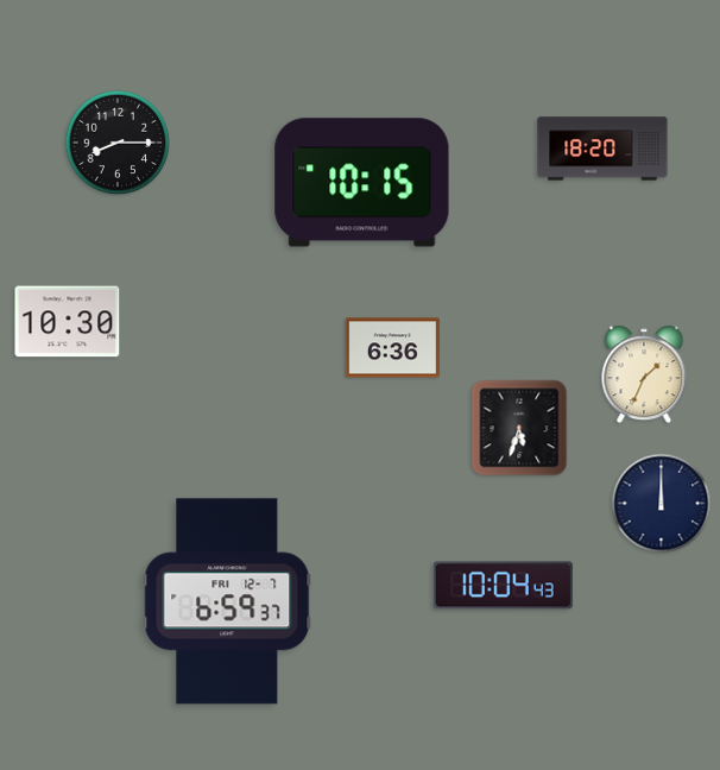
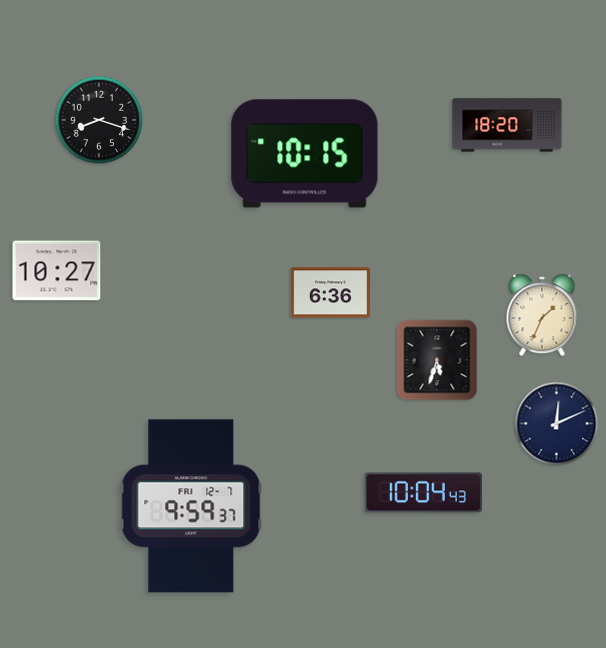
clock at (118, 143): 8:15 -> 8:18
clock at (68, 322): 10:30 -> 10:27
clock at (662, 504): 12:00 -> 12:11
clock at (227, 601): 6:59 -> 9:59
